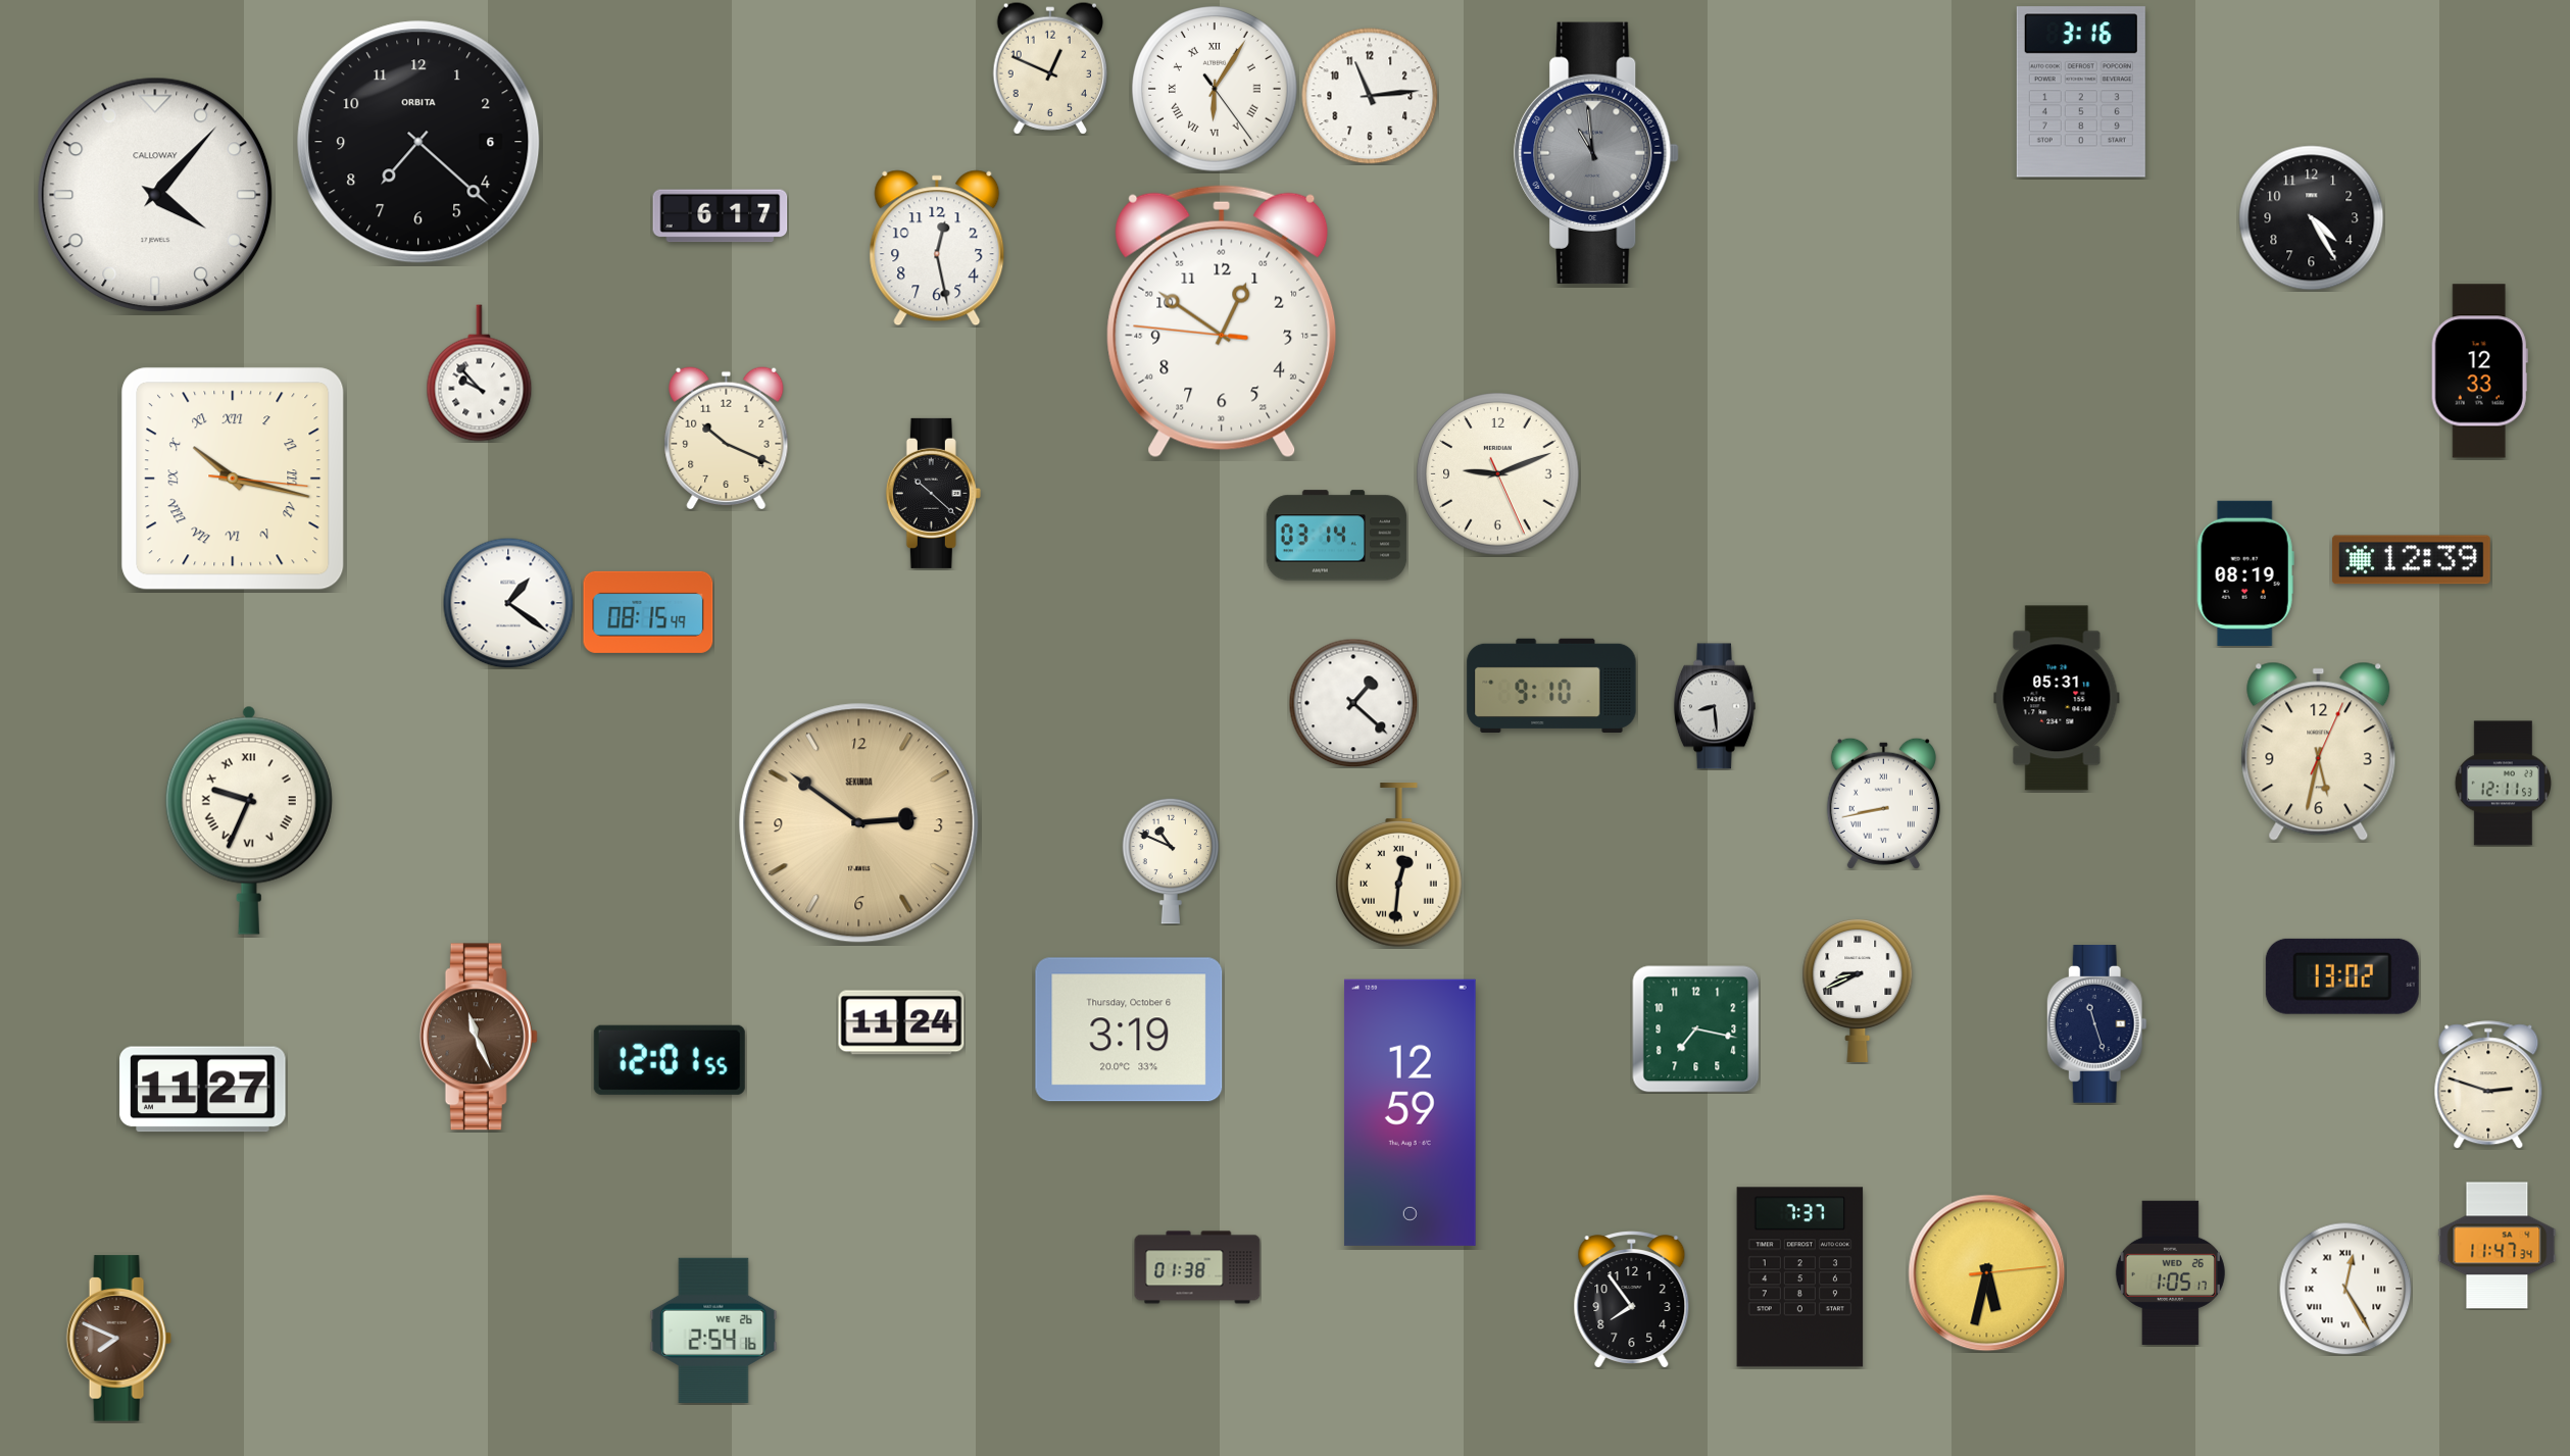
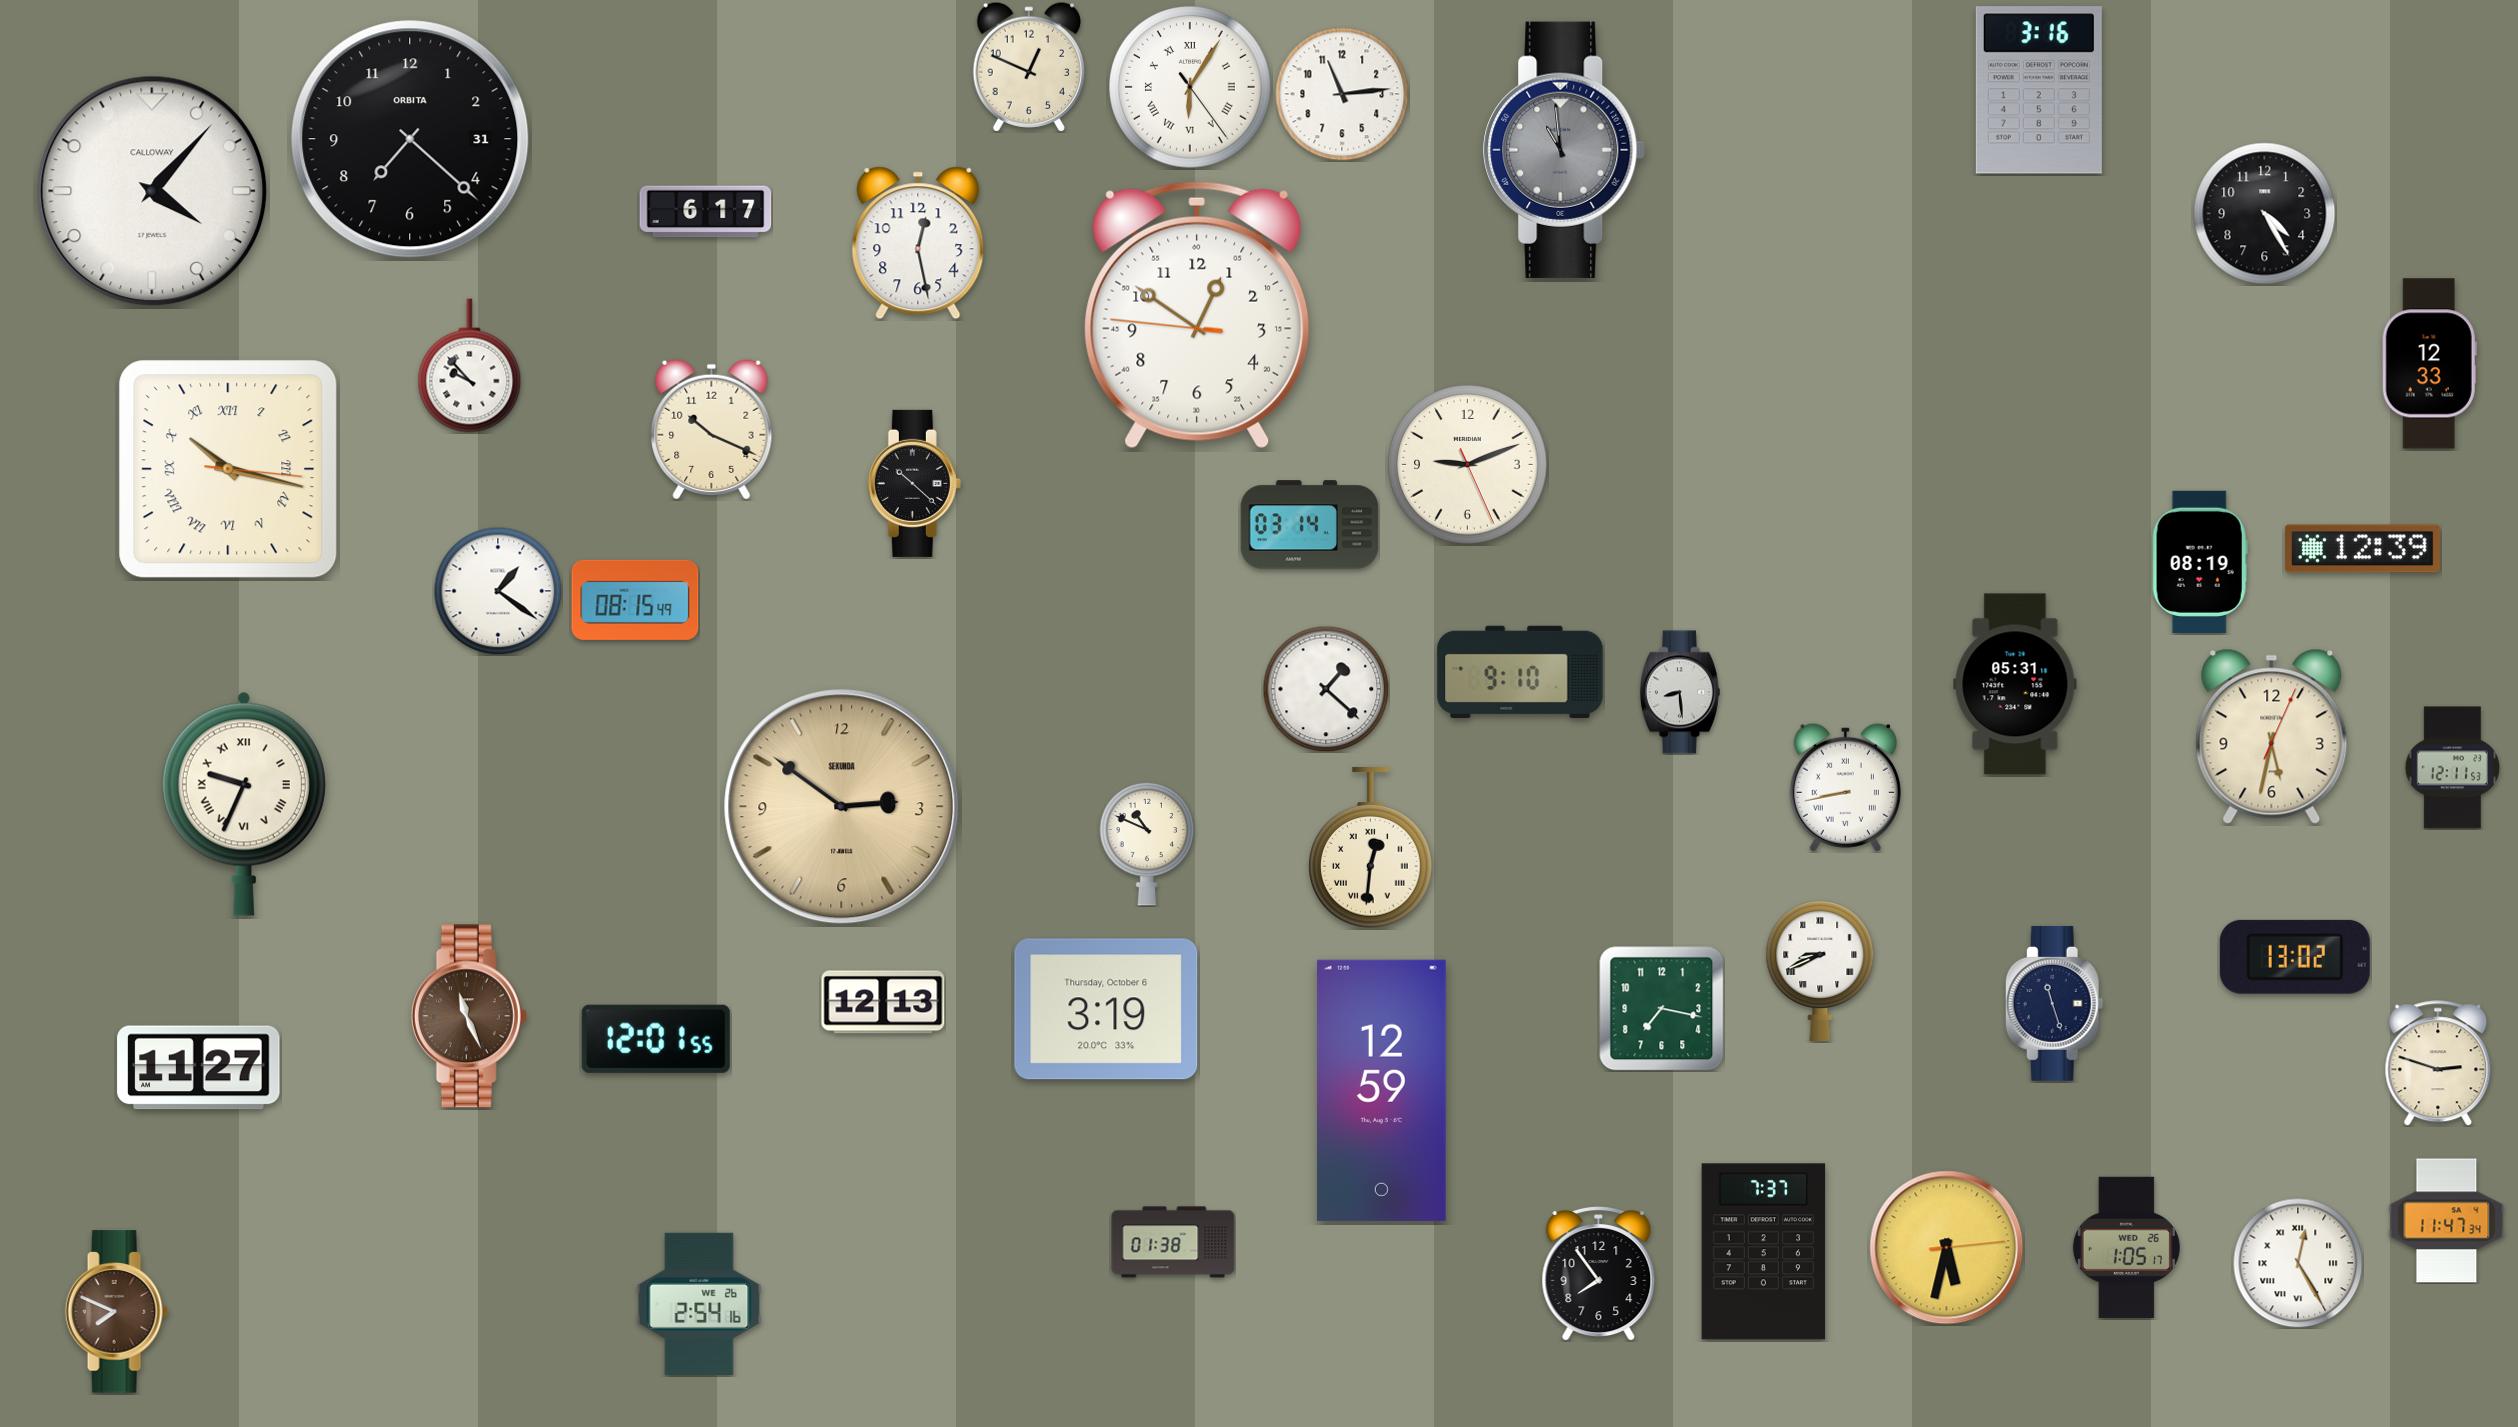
clock at (418, 142) date: 6 -> 31
clock at (901, 1022): 11:24 -> 12:13
